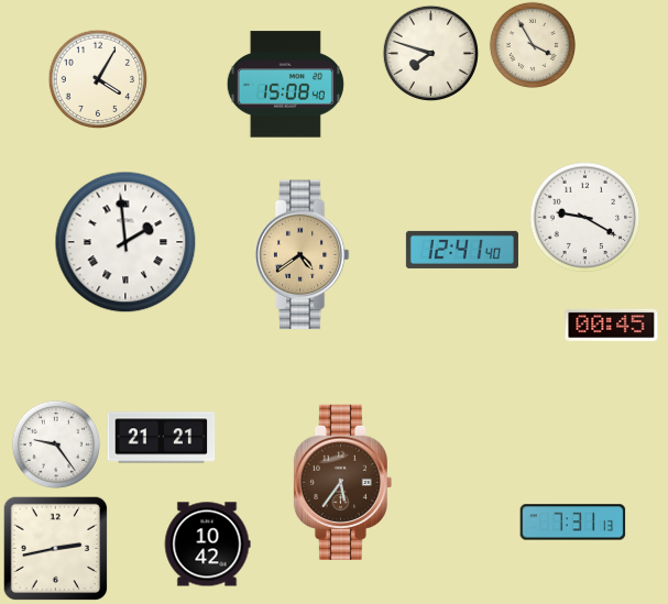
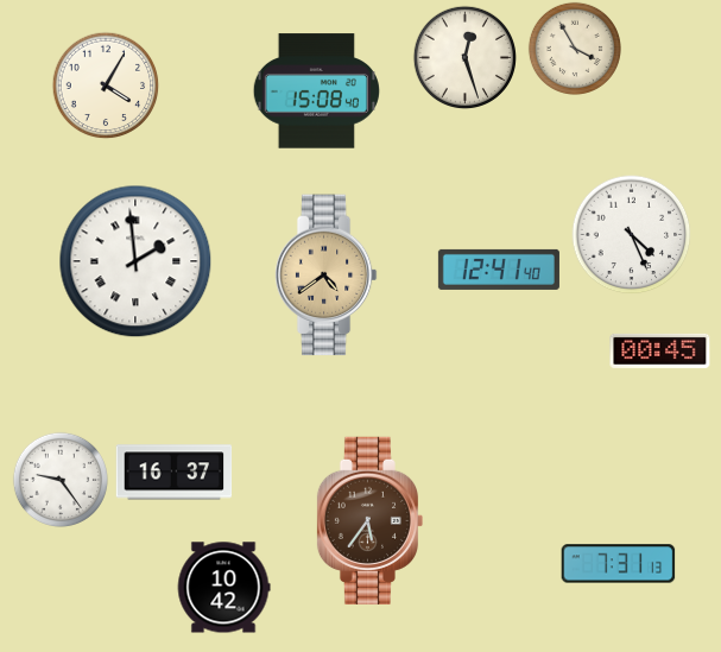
clock at (430, 53): 7:48 -> 12:27
clock at (285, 85) position: (285, 85) -> (316, 91)
clock at (585, 218): 9:20 -> 4:26
clock at (162, 438): 21:21 -> 16:37
clock at (55, 548): 2:43 -> none
